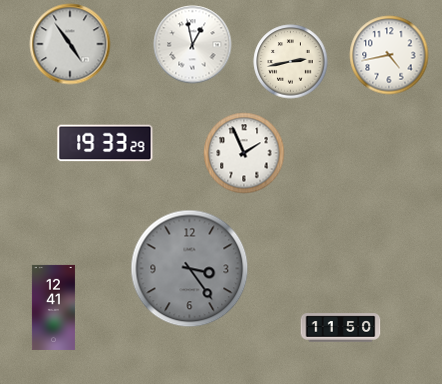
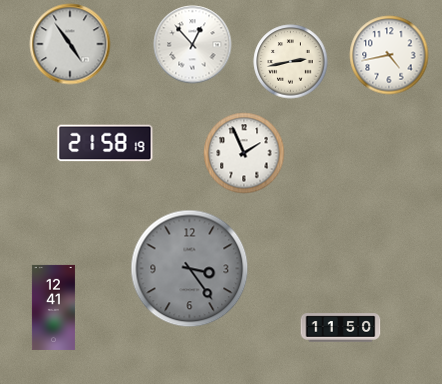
clock at (193, 45): 12:58 -> 12:53
clock at (105, 143): 19:33 -> 21:58
